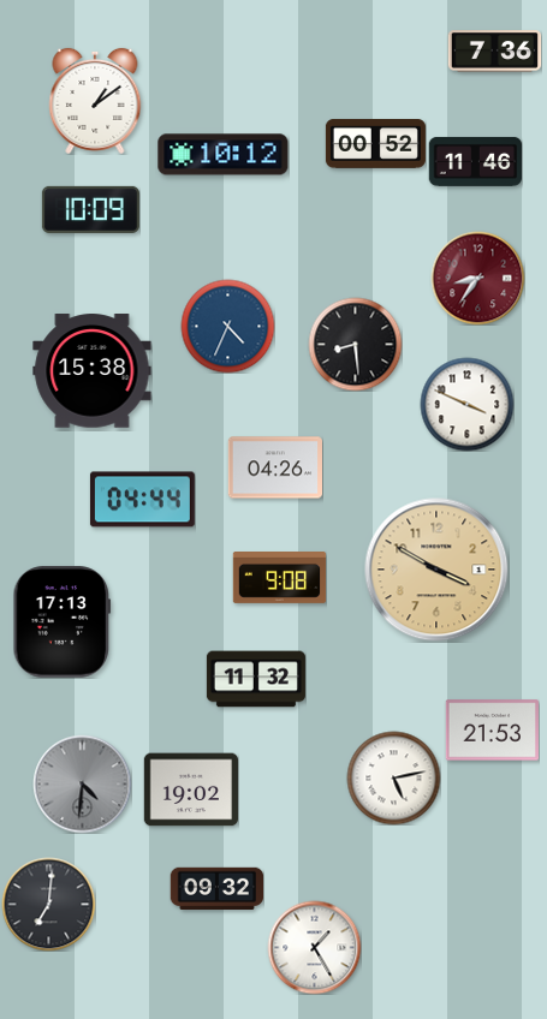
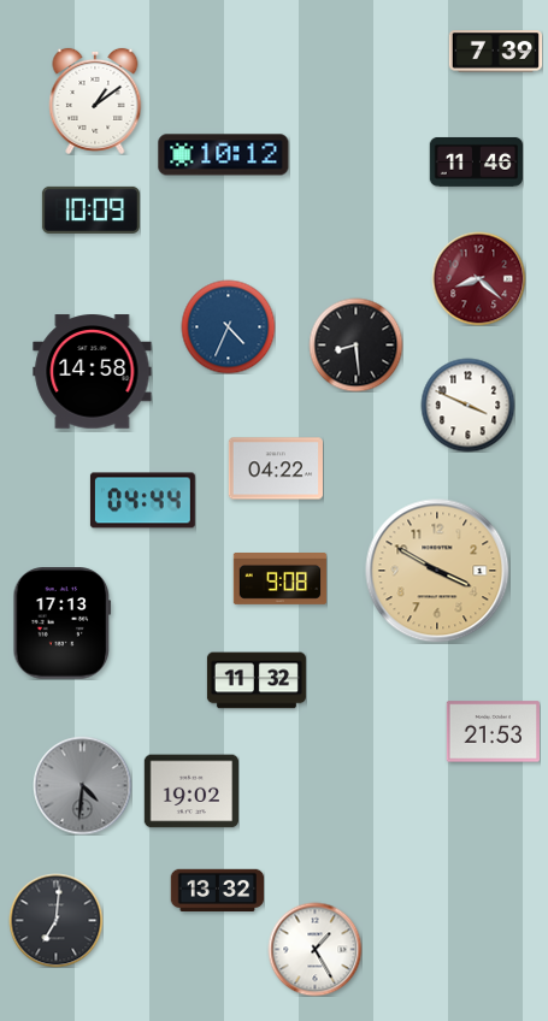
clock at (494, 52): 7:36 -> 7:39
clock at (375, 144): 00:52 -> none
clock at (477, 278): 8:36 -> 8:22
clock at (93, 371): 15:38 -> 14:58
clock at (274, 467): 04:26 -> 04:22
clock at (393, 777): 5:13 -> none
clock at (216, 889): 09:32 -> 13:32
clock at (48, 904) position: (48, 904) -> (55, 920)
